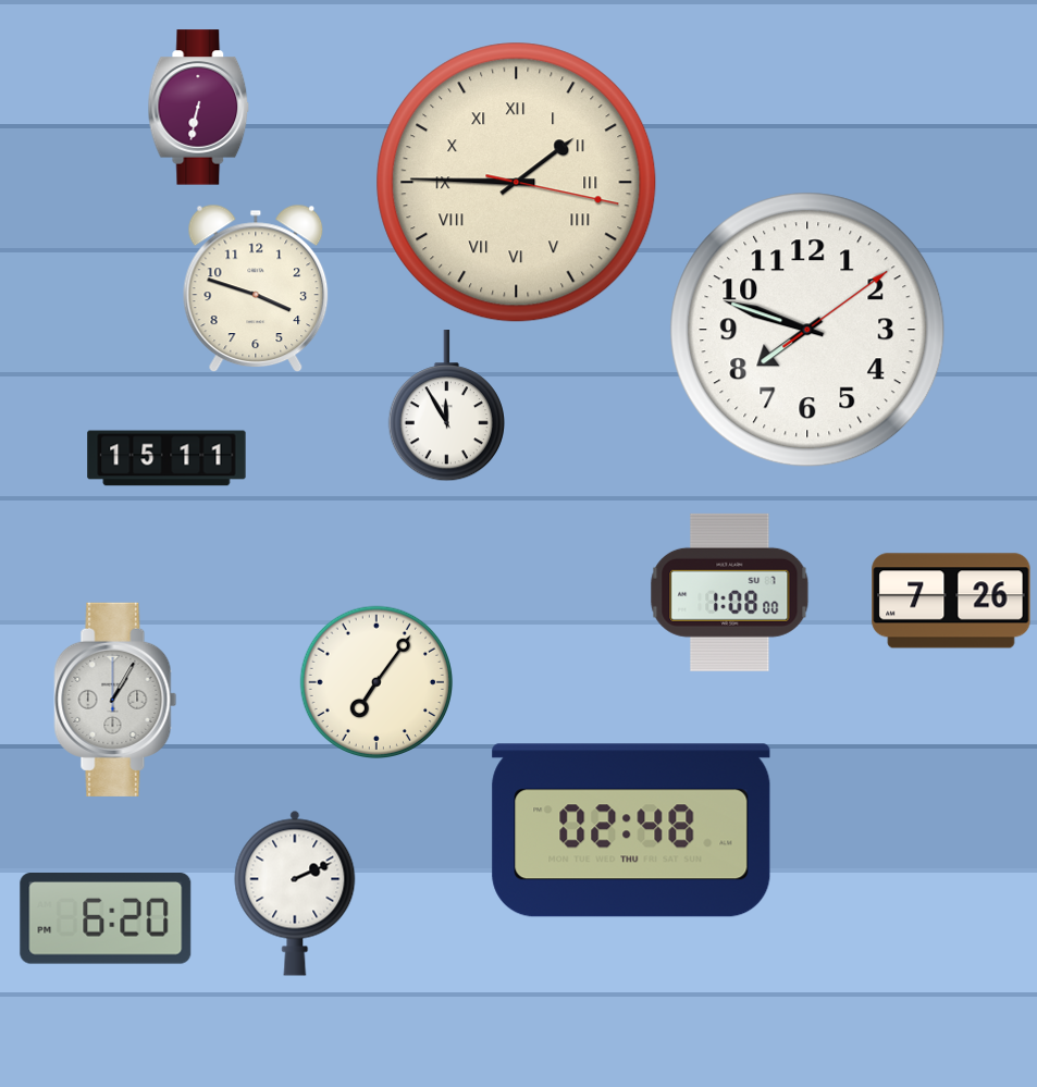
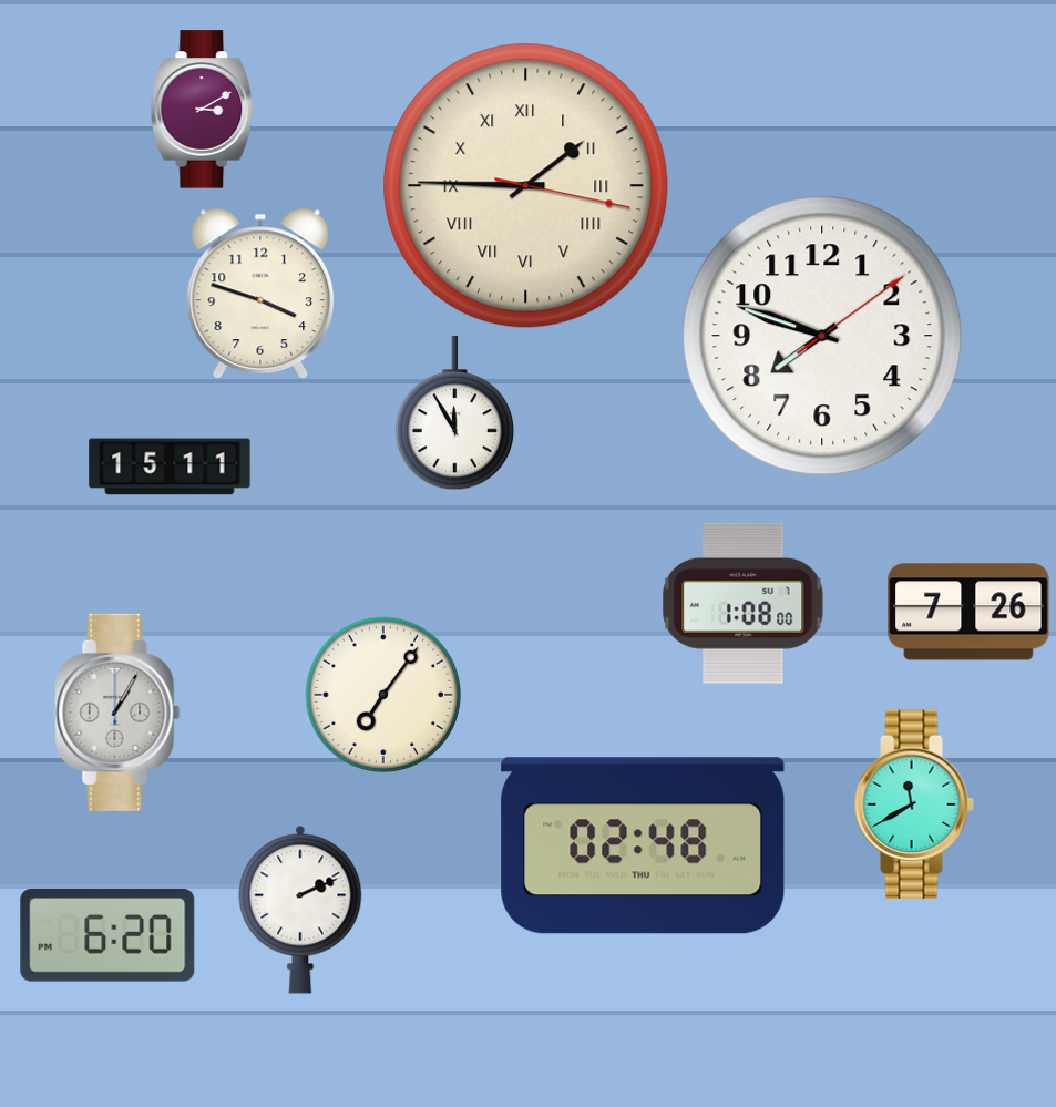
clock at (199, 108): 6:32 -> 3:10
clock at (914, 804): none -> 11:40
